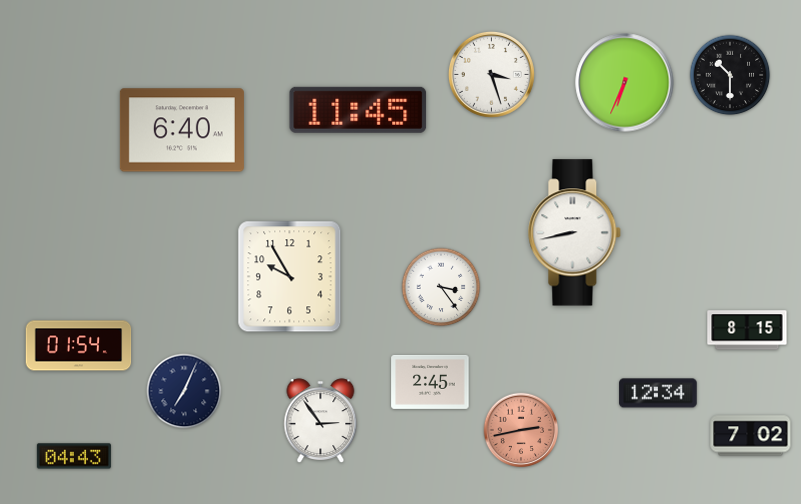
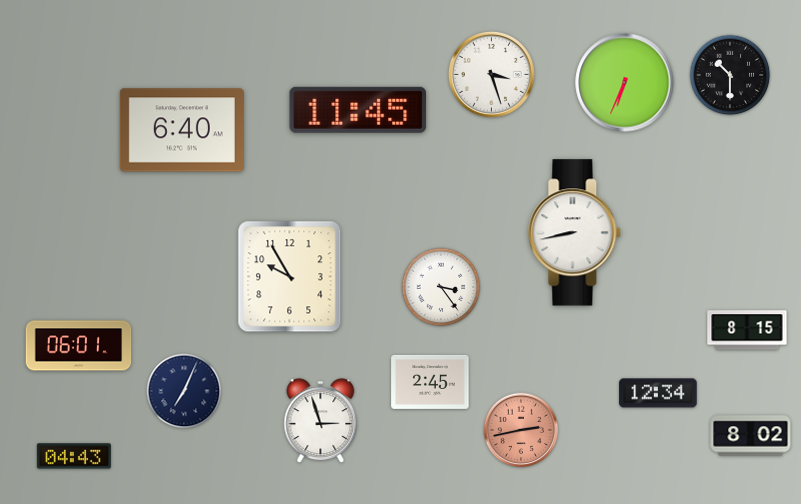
clock at (79, 346): 01:54 -> 06:01
clock at (321, 420): 2:54 -> 2:57
clock at (751, 436): 7:02 -> 8:02
